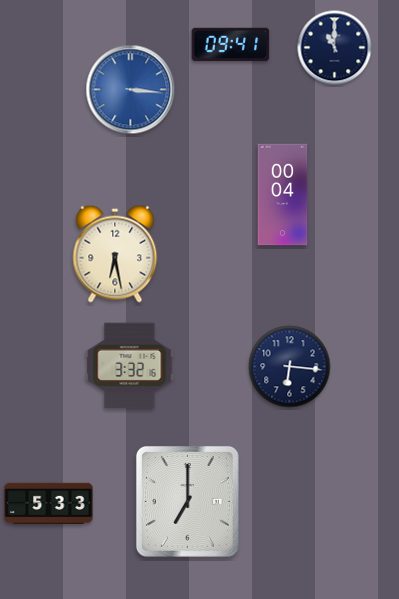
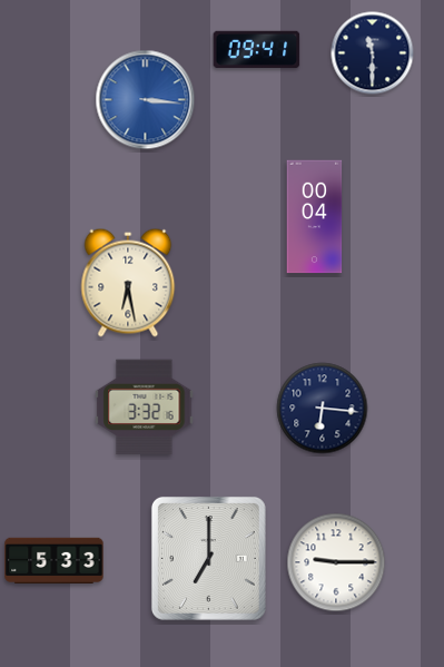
clock at (335, 48): 11:00 -> 11:30
clock at (336, 562): none -> 9:15
